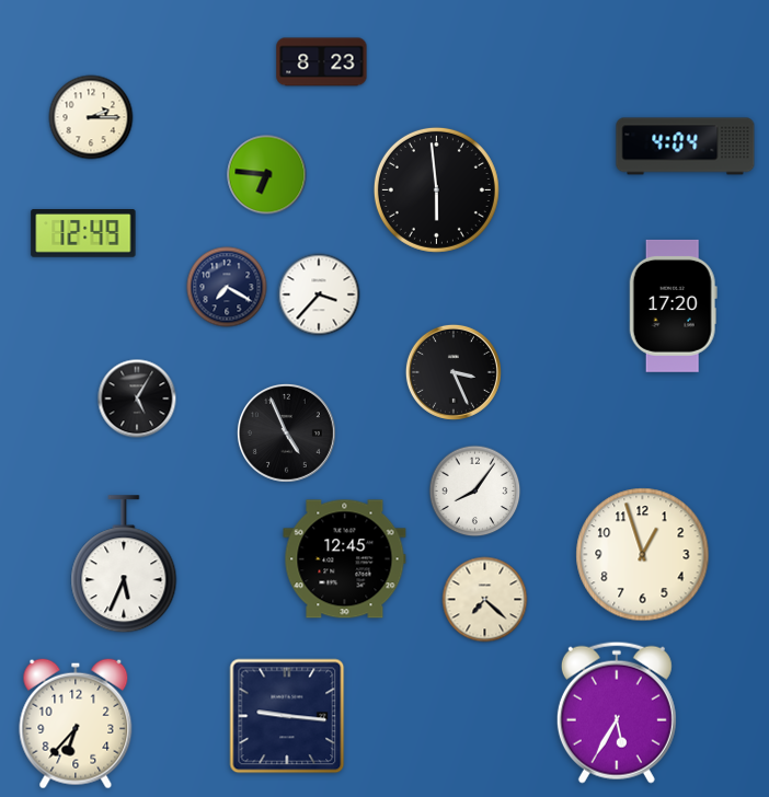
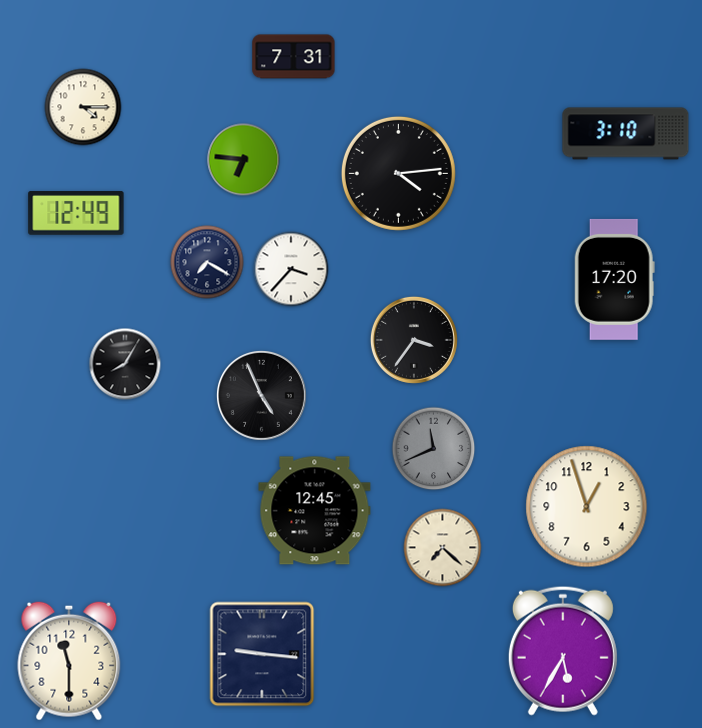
clock at (322, 62): 8:23 -> 7:31
clock at (91, 117): 2:15 -> 4:15
clock at (686, 147): 4:04 -> 3:10
clock at (436, 189): 5:59 -> 4:14
clock at (454, 372): 3:26 -> 3:36
clock at (137, 399): 5:05 -> 8:05
clock at (475, 492): 8:06 -> 11:41
clock at (475, 492) dial: white -> grey
clock at (124, 565): 5:34 -> none
clock at (76, 724): 6:37 -> 11:30
